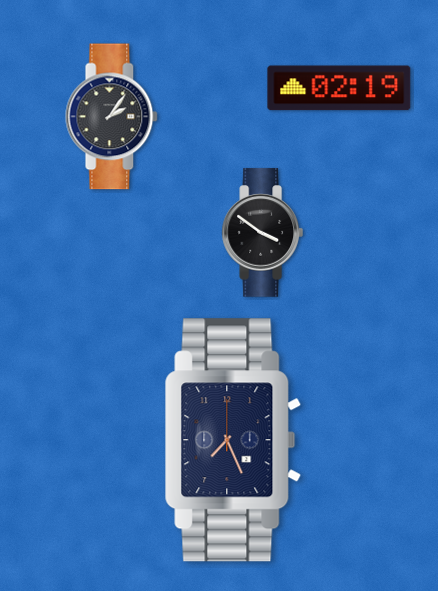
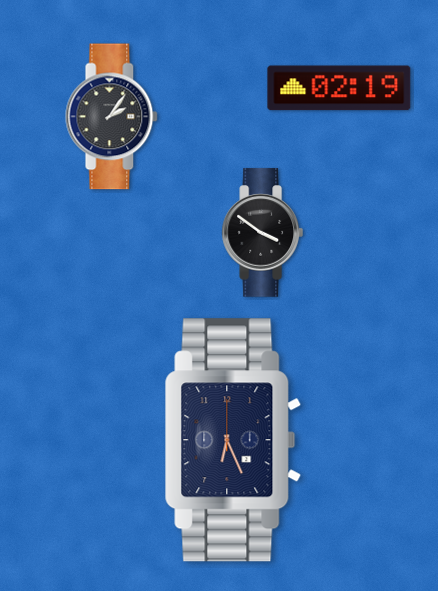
clock at (233, 440): 7:26 -> 6:26
